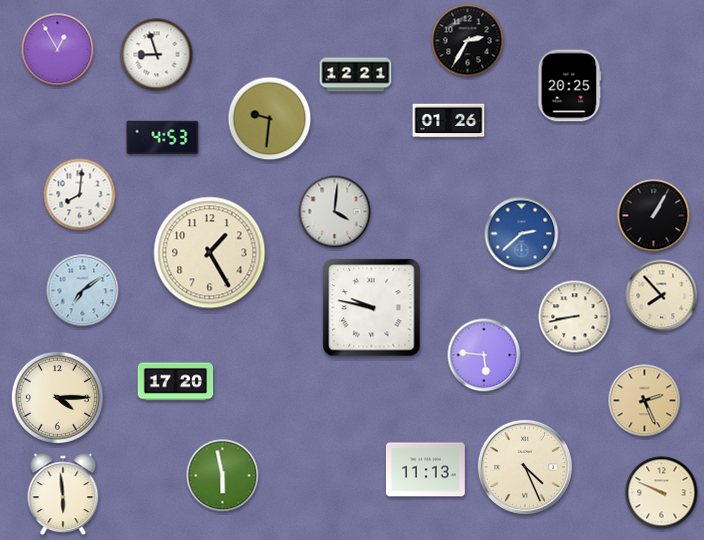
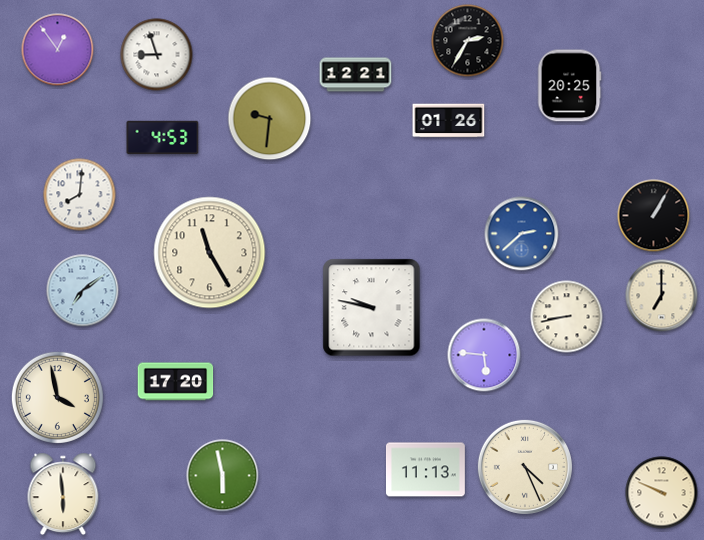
clock at (58, 50): 12:55 -> 12:54
clock at (335, 212): 4:01 -> none
clock at (210, 253): 1:25 -> 11:25
clock at (662, 296): 7:53 -> 7:00
clock at (575, 317) position: (575, 317) -> (567, 317)
clock at (57, 397): 4:15 -> 3:58
clock at (645, 401): 2:26 -> none
